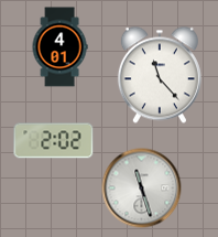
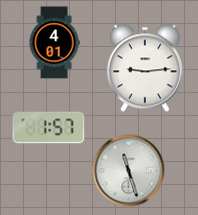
clock at (160, 75): 11:23 -> 9:14
clock at (54, 141): 2:02 -> 1:57
